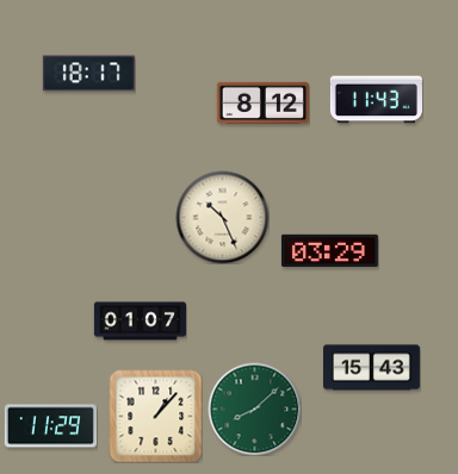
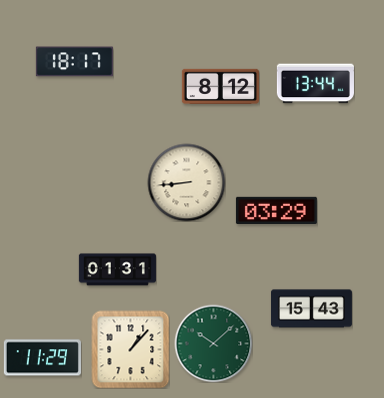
clock at (376, 100): 11:43 -> 13:44
clock at (222, 217): 10:26 -> 8:44
clock at (140, 322): 01:07 -> 01:31
clock at (254, 408): 8:08 -> 10:08
